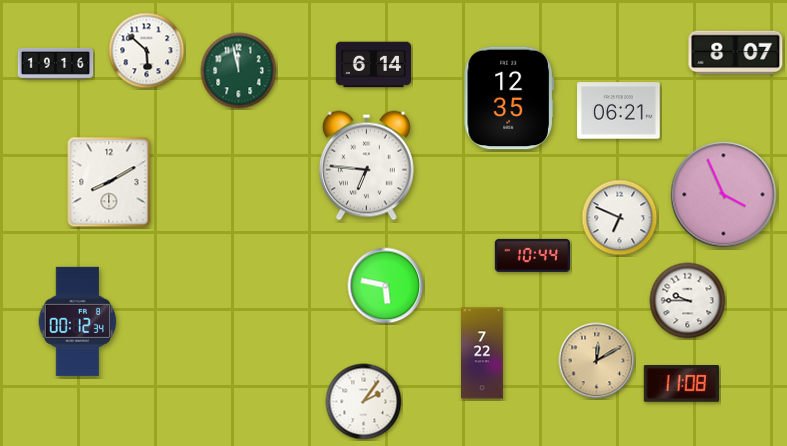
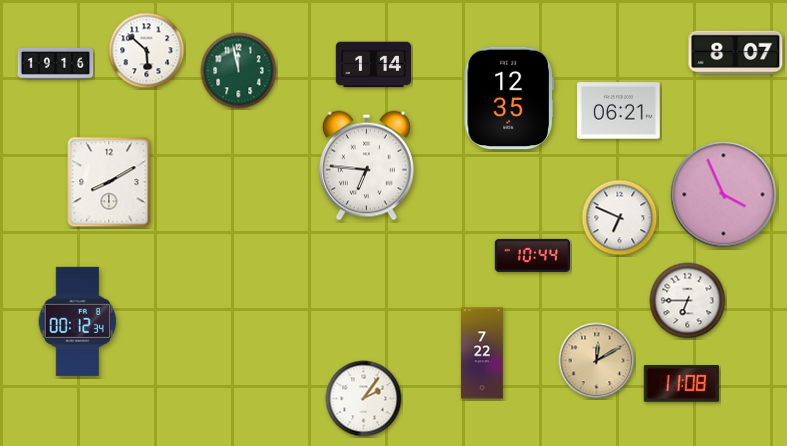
clock at (373, 65): 6:14 -> 1:14
clock at (386, 286): 5:47 -> none
clock at (688, 301): 9:45 -> 6:45
clock at (364, 402) position: (364, 402) -> (364, 399)
